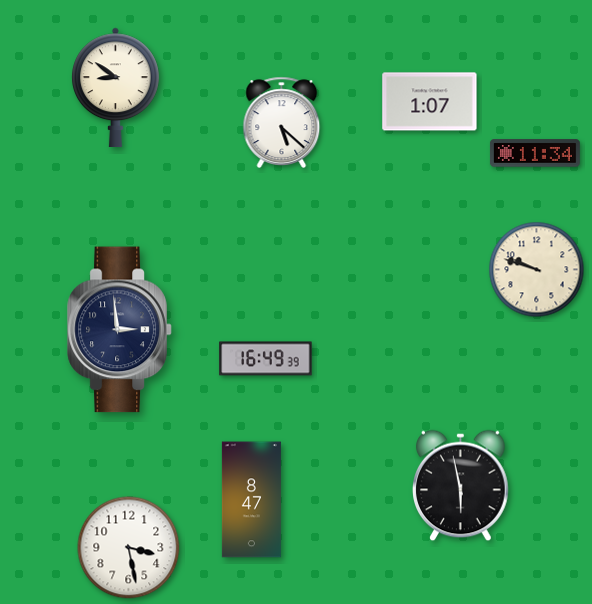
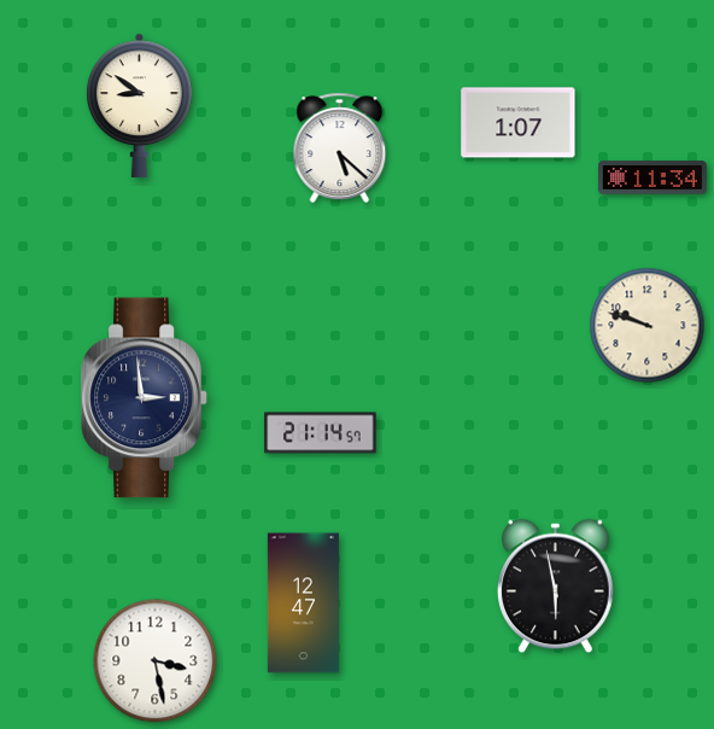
clock at (535, 153) position: (535, 153) -> (652, 177)
clock at (266, 359): 16:49 -> 21:14
clock at (251, 500): 8:47 -> 12:47
